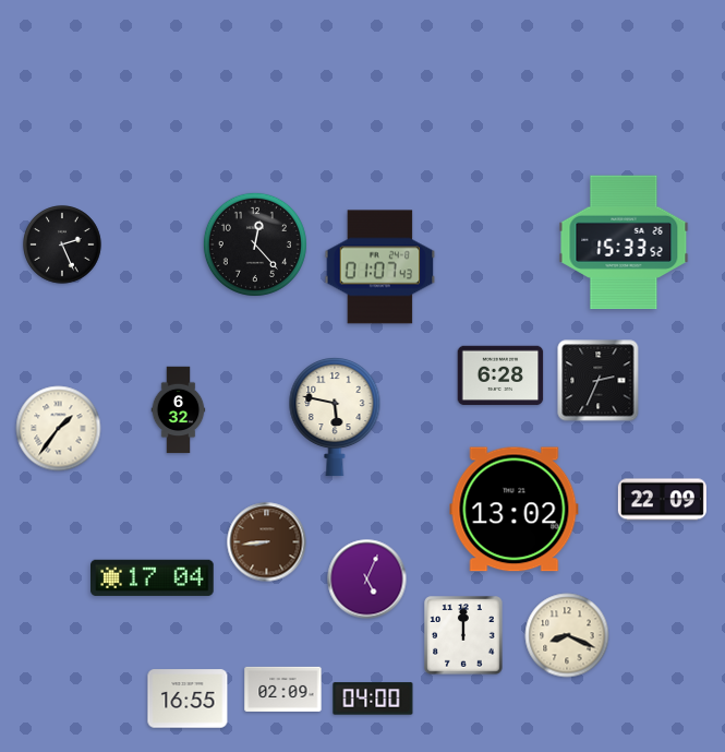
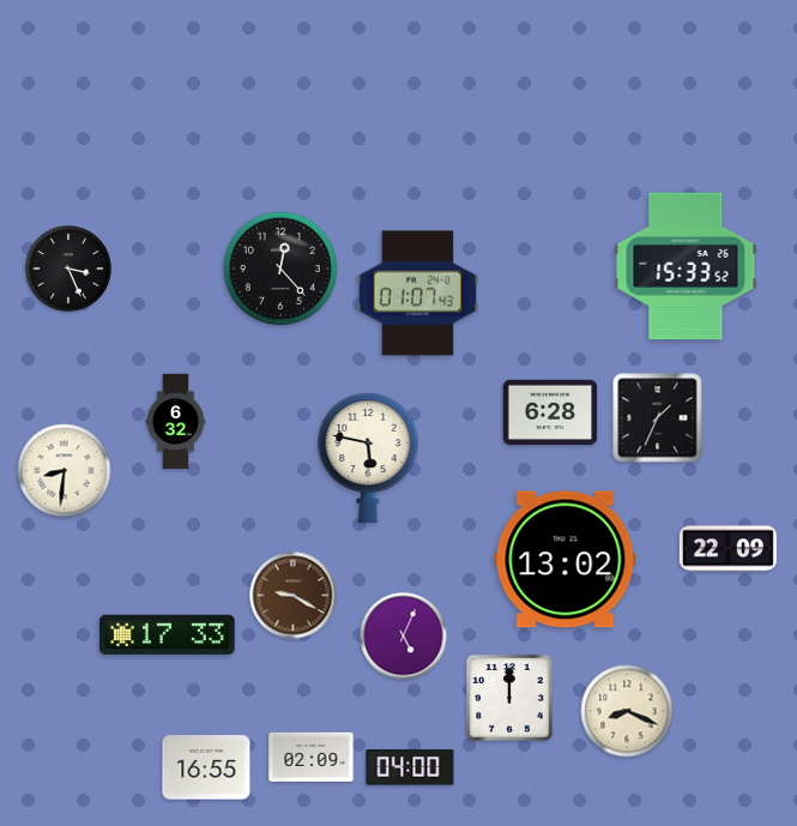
clock at (62, 244): 2:26 -> 3:26
clock at (599, 381): 2:34 -> 1:34
clock at (179, 410) position: (179, 410) -> (176, 422)
clock at (59, 429): 1:36 -> 8:31
clock at (267, 542): 8:44 -> 9:20
clock at (153, 577): 17:04 -> 17:33
clock at (567, 635) position: (567, 635) -> (627, 711)
